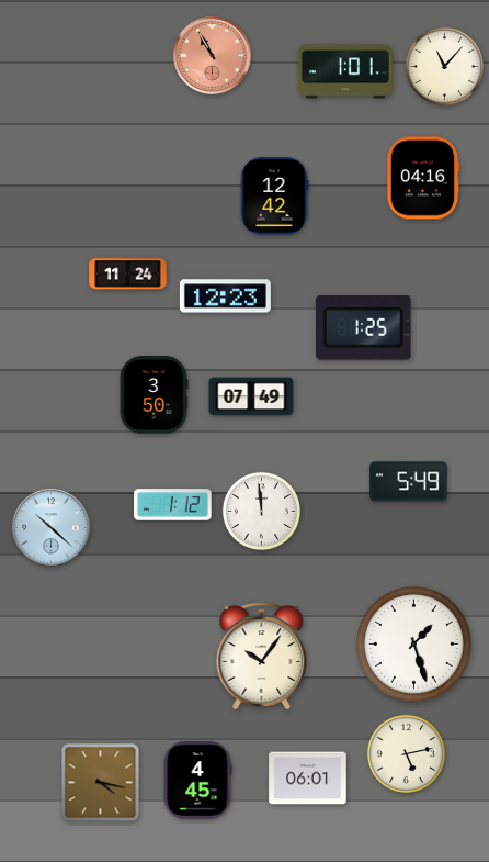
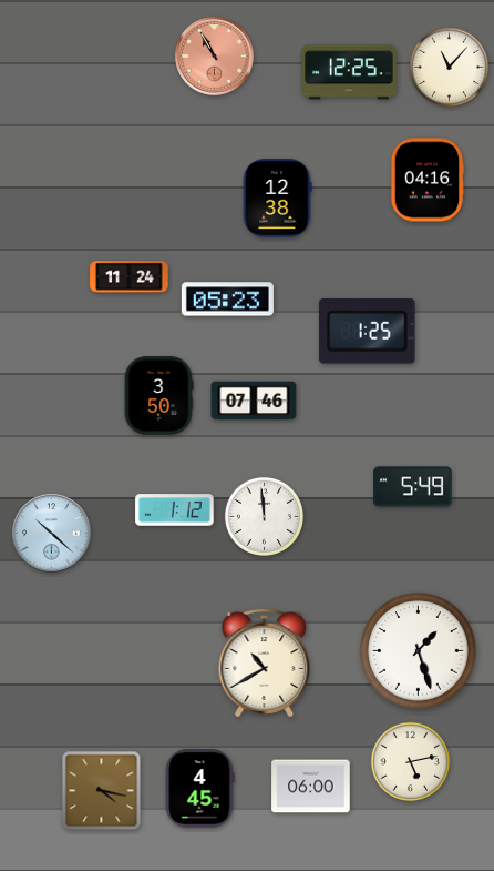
clock at (345, 71): 1:01 -> 12:25
clock at (274, 197): 12:42 -> 12:38
clock at (225, 296): 12:23 -> 05:23
clock at (153, 395) position: (153, 395) -> (158, 396)
clock at (251, 396): 07:49 -> 07:46
clock at (262, 657): 10:06 -> 10:40
clock at (308, 779): 06:01 -> 06:00
